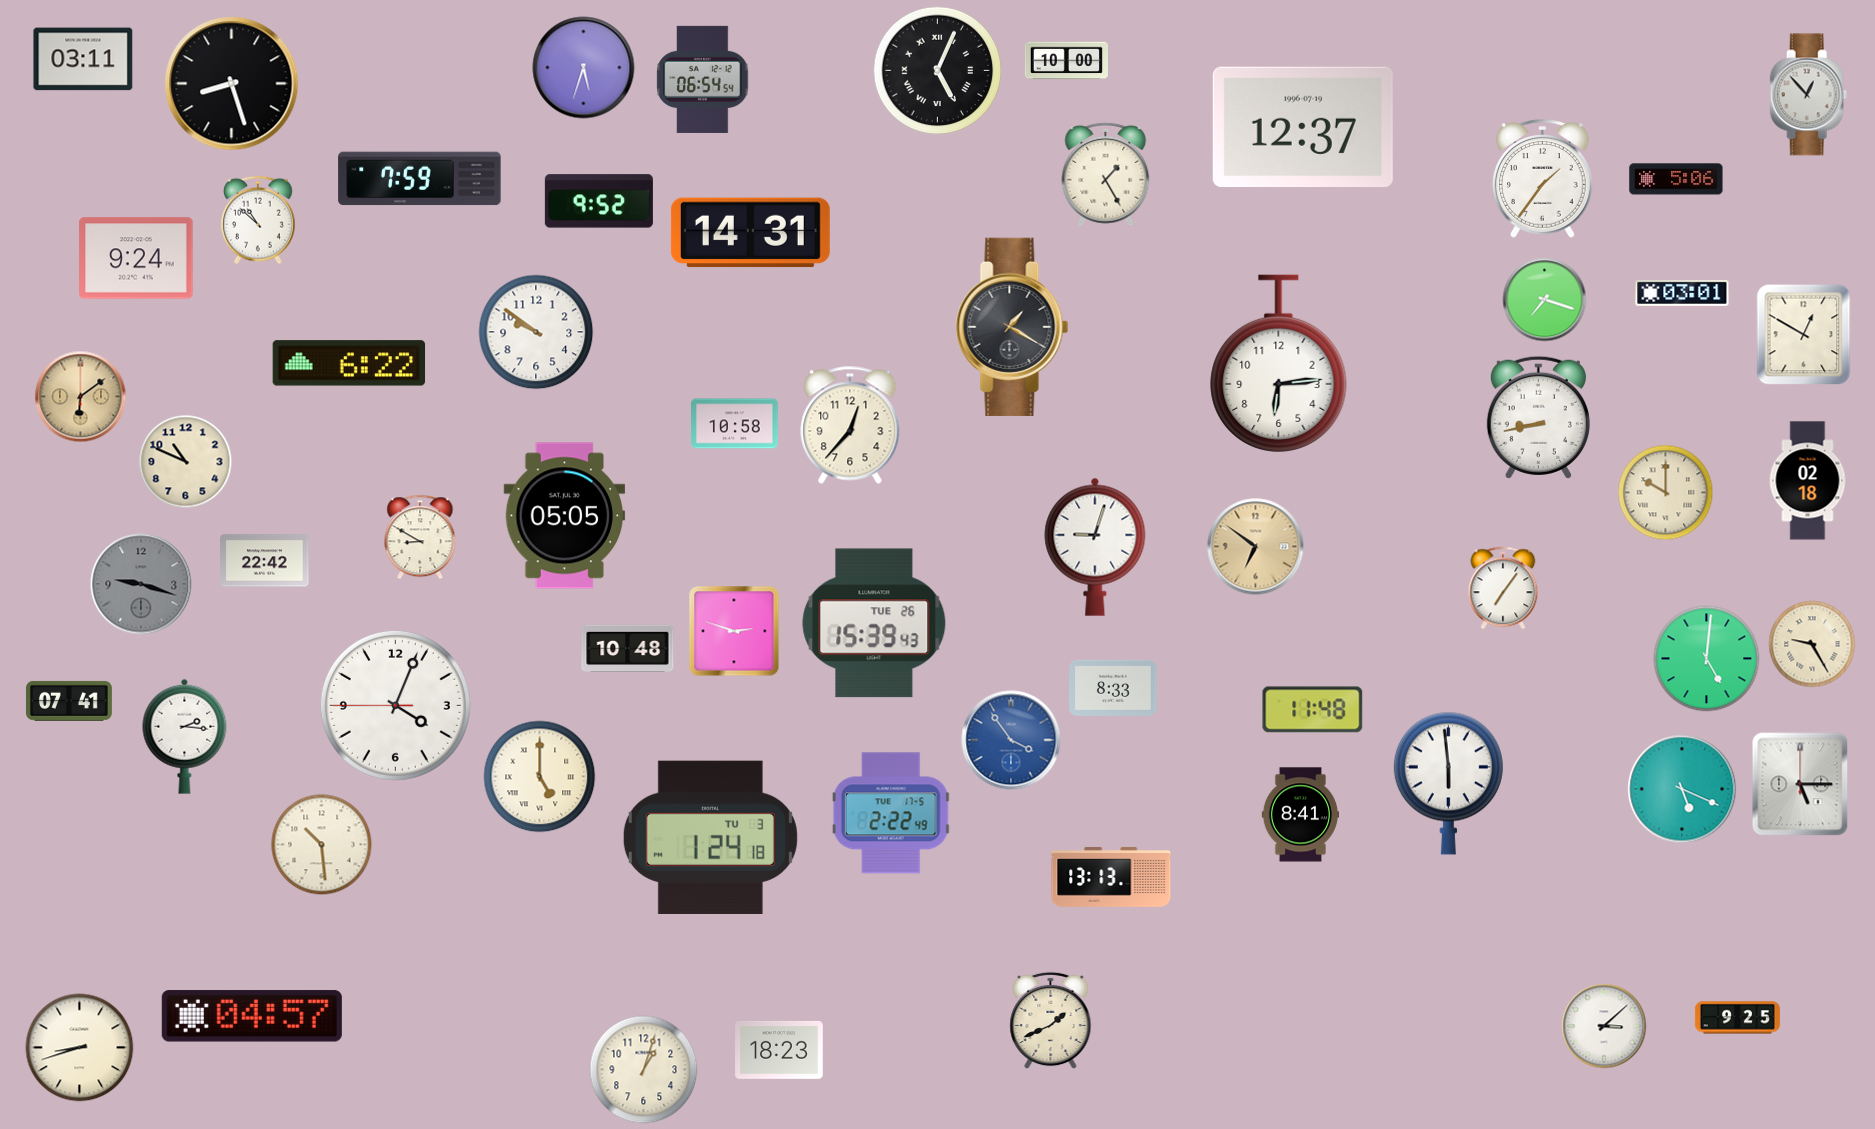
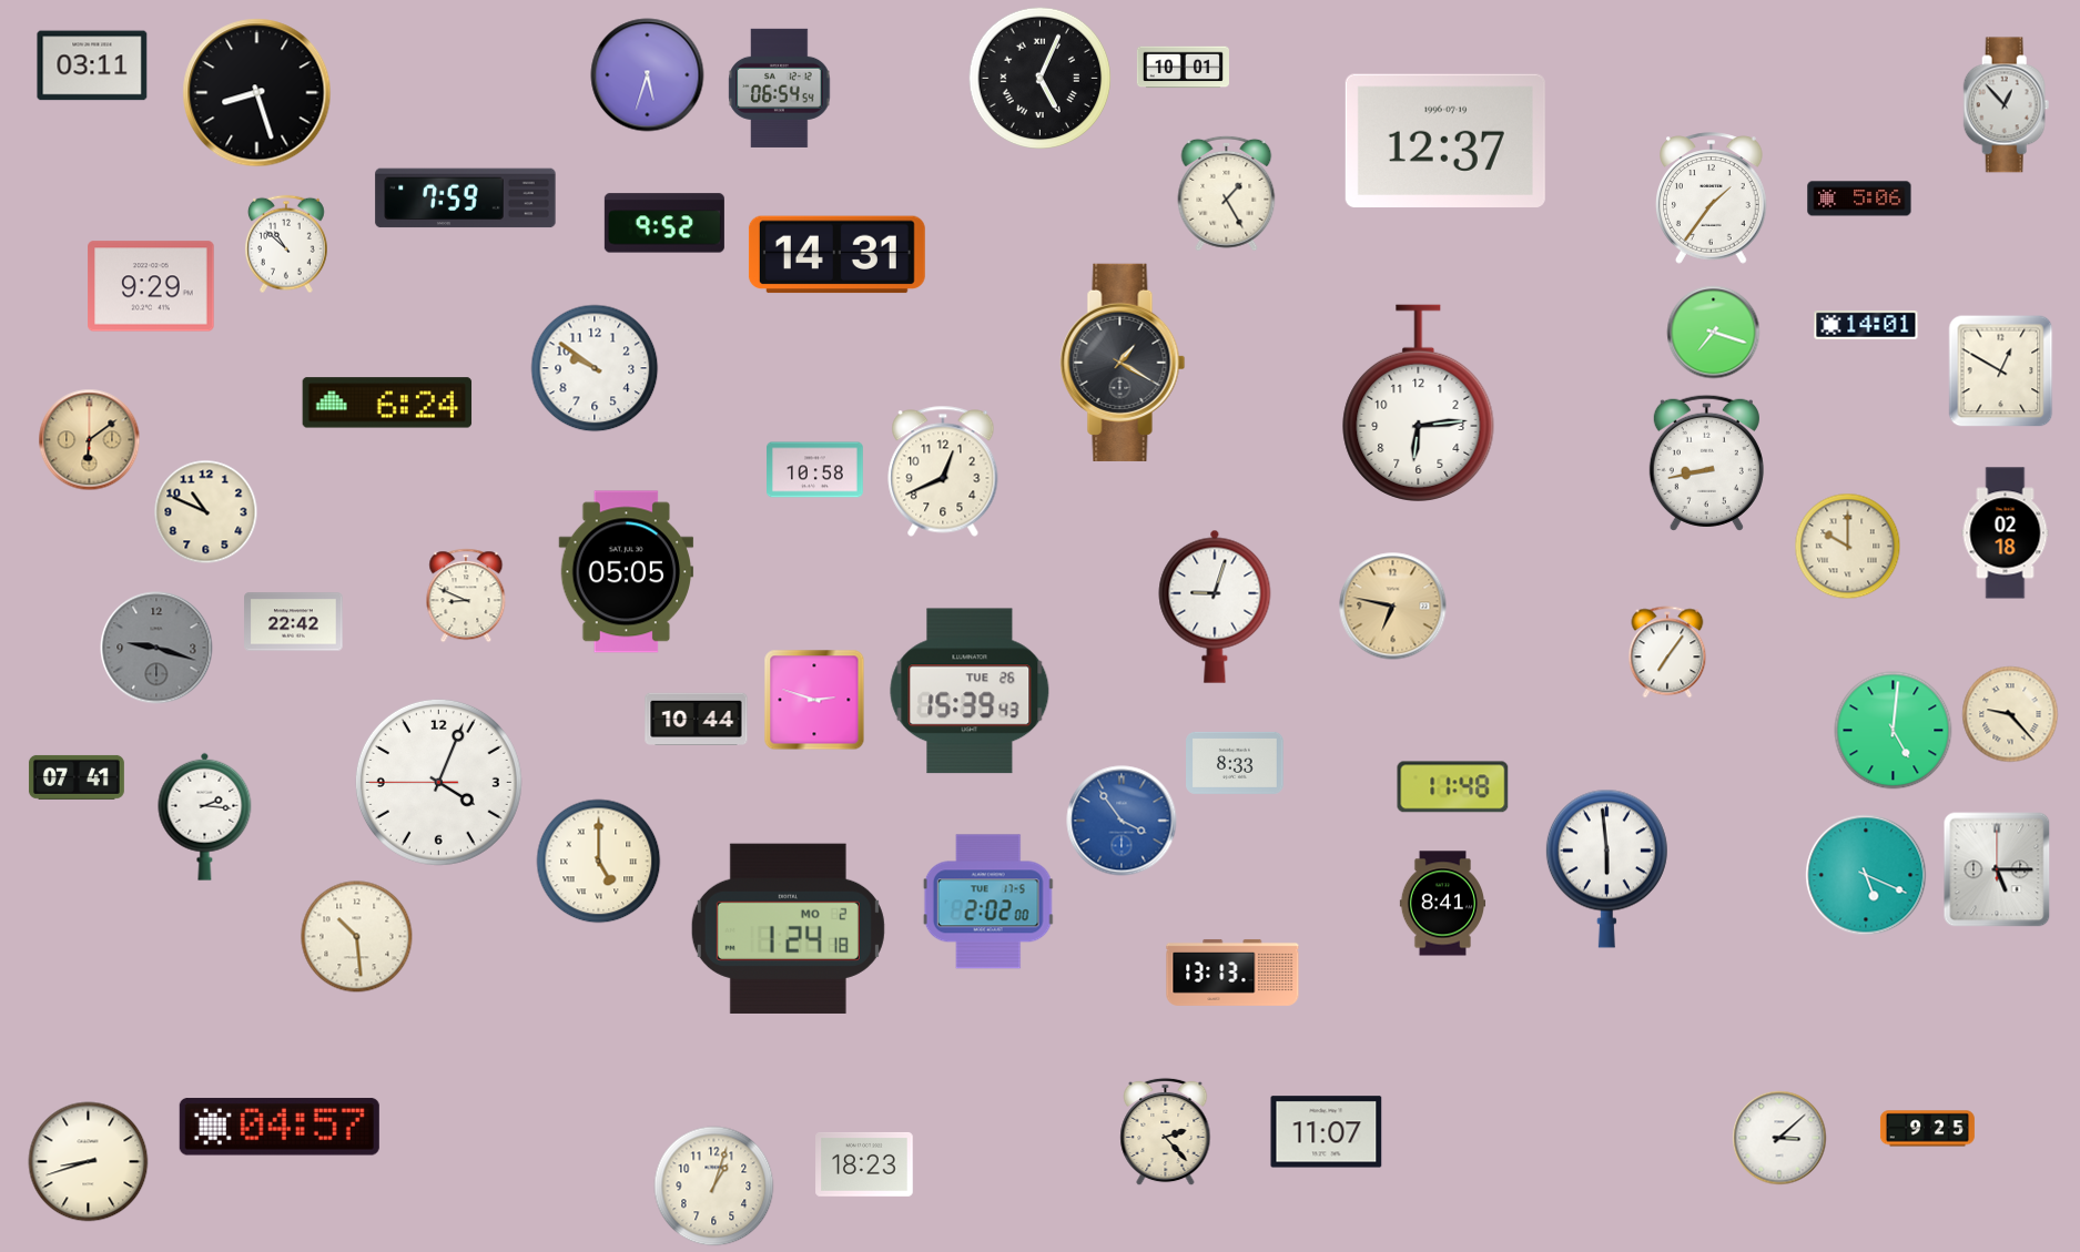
clock at (1066, 61): 10:00 -> 10:01
clock at (750, 233) position: (750, 233) -> (836, 255)
clock at (136, 258): 9:24 -> 9:29
clock at (1682, 293): 03:01 -> 14:01
clock at (349, 363): 6:22 -> 6:24
clock at (850, 425): 12:37 -> 12:41
clock at (420, 537): 8:50 -> 8:49
clock at (1256, 547): 6:51 -> 6:47
clock at (1812, 644): 9:25 -> 9:23
clock at (628, 648): 10:48 -> 10:44
clock at (1313, 710) position: (1313, 710) -> (1453, 787)
clock at (891, 813): 2:22 -> 2:02
clock at (710, 837) date: TU 3 -> MO 2
clock at (1051, 1021): 1:41 -> 2:23
clock at (1327, 1132): none -> 11:07
